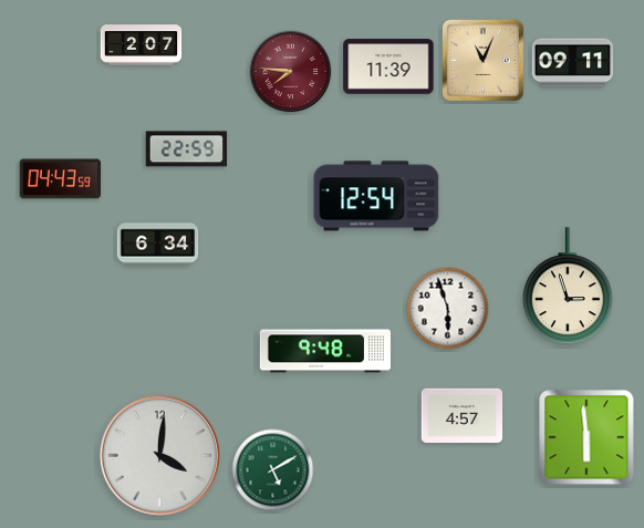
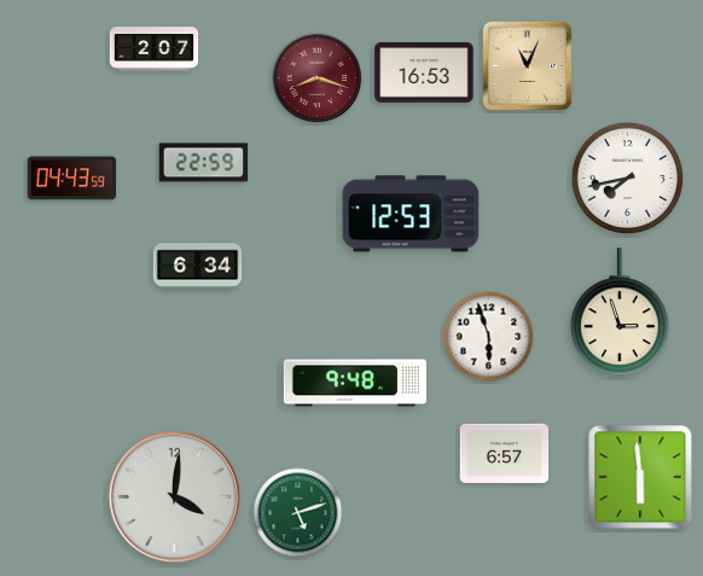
clock at (573, 63): 09:11 -> none
clock at (388, 66): 11:39 -> 16:53
clock at (291, 72): 7:46 -> 8:18
clock at (628, 179): none -> 7:43
clock at (61, 179) position: (61, 179) -> (72, 179)
clock at (376, 196): 12:54 -> 12:53
clock at (158, 245) position: (158, 245) -> (198, 267)
clock at (463, 415): 4:57 -> 6:57
clock at (273, 470): 5:10 -> 5:12
